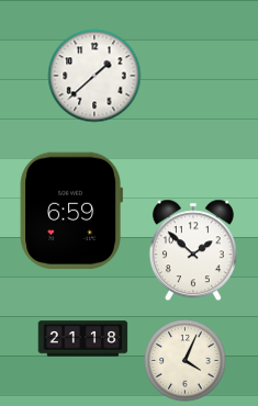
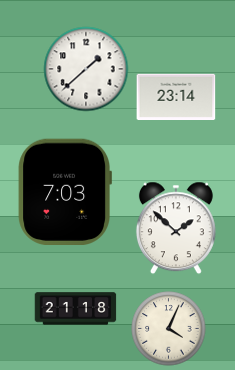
clock at (176, 96): none -> 23:14
clock at (71, 210): 6:59 -> 7:03
